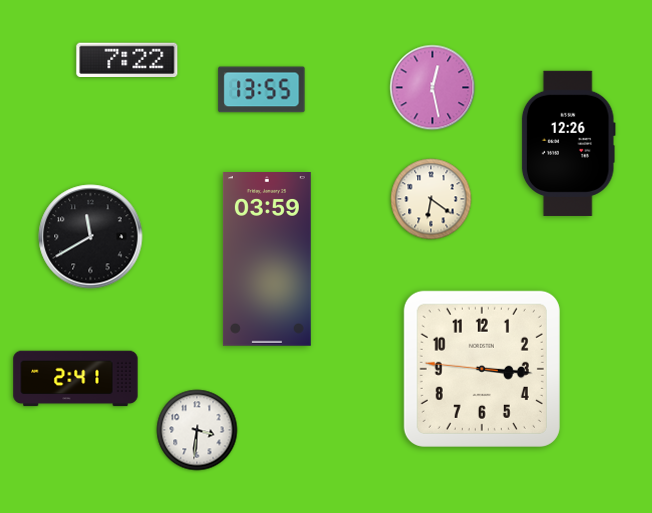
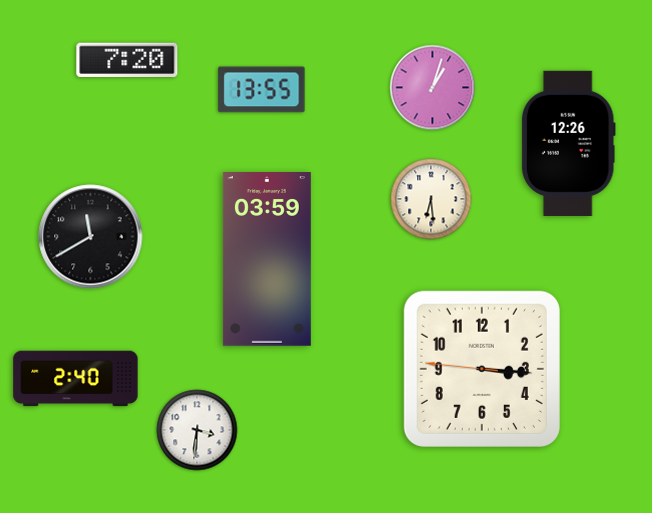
clock at (127, 60): 7:22 -> 7:20
clock at (433, 88): 12:28 -> 1:03
clock at (431, 199): 6:21 -> 6:29
clock at (76, 379): 2:41 -> 2:40
